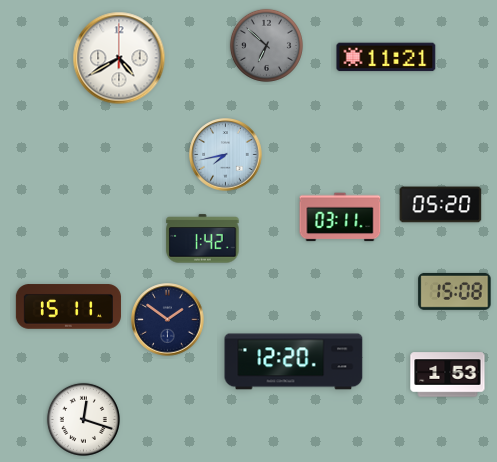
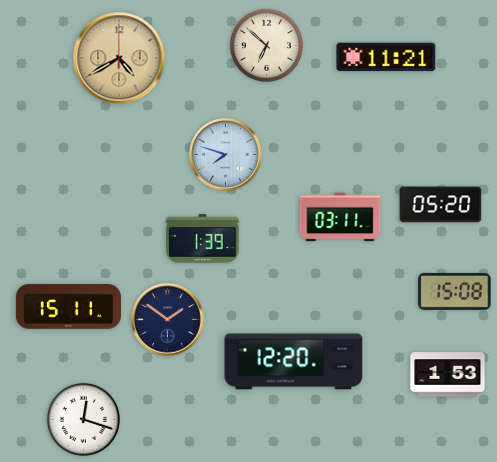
clock at (266, 45) dial: grey -> cream
clock at (119, 58) dial: white -> champagne
clock at (226, 155): 7:43 -> 7:48
clock at (203, 239): 1:42 -> 1:39
